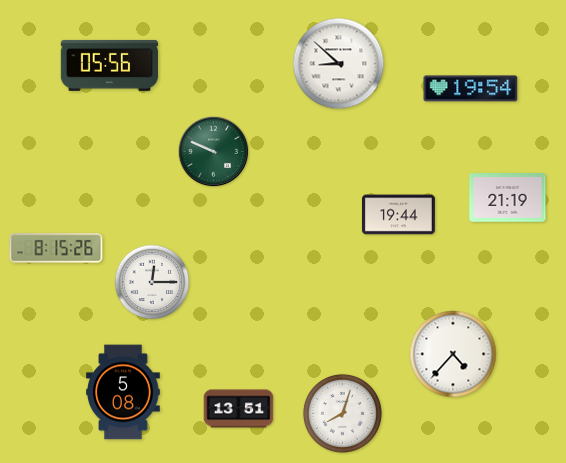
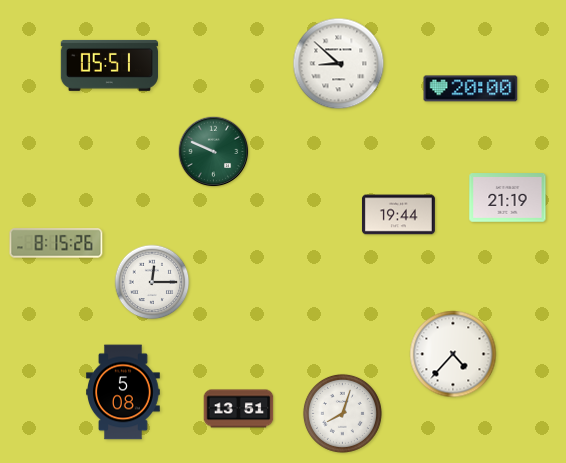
clock at (109, 65): 05:56 -> 05:51
clock at (471, 89): 19:54 -> 20:00
clock at (56, 248) position: (56, 248) -> (56, 243)
